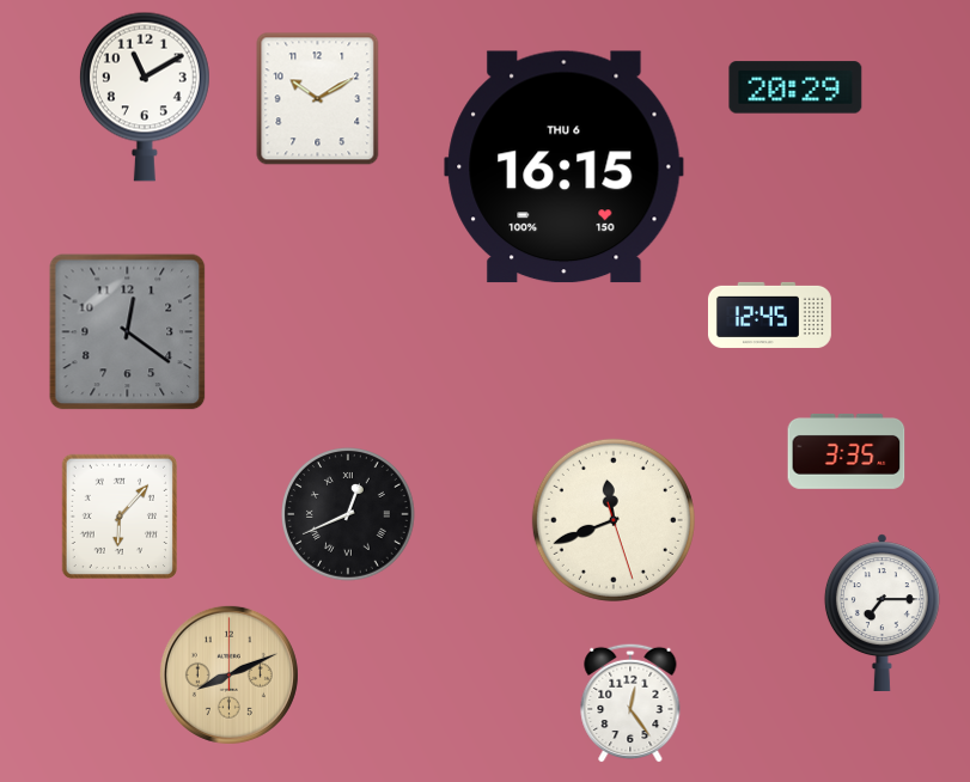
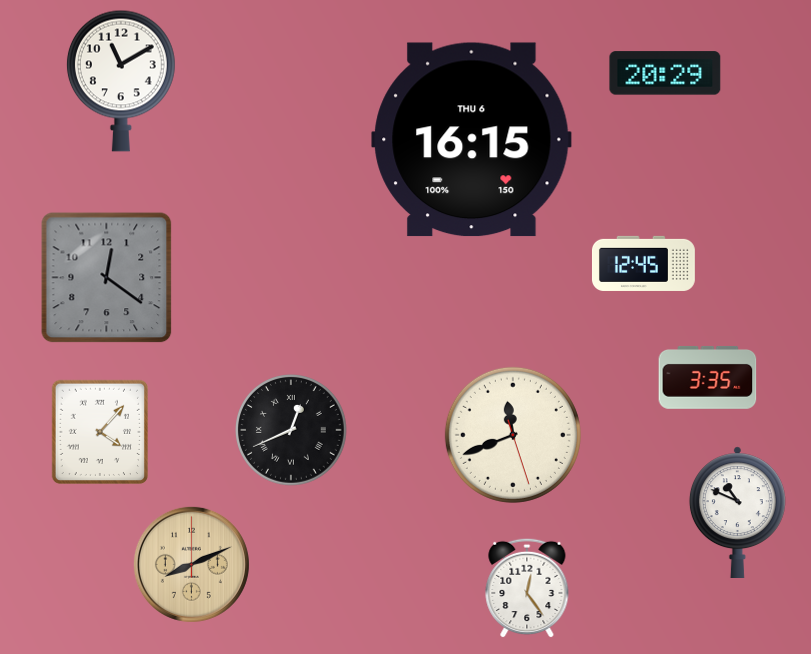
clock at (318, 99): 10:10 -> none
clock at (118, 515): 6:07 -> 4:07
clock at (881, 612): 7:15 -> 10:49
